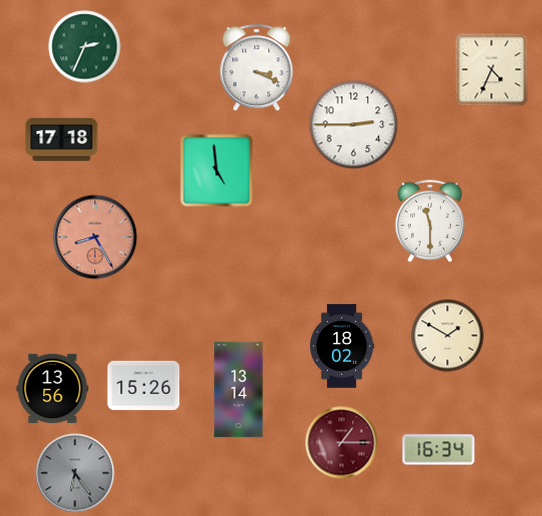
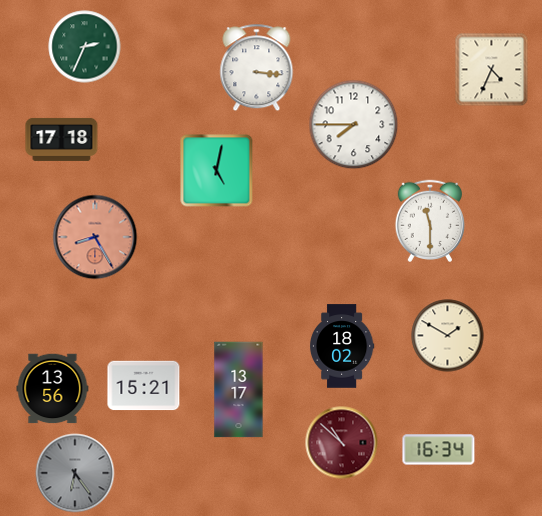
clock at (257, 68): 3:19 -> 3:16
clock at (354, 125): 2:45 -> 7:45
clock at (217, 171): 4:59 -> 5:02
clock at (144, 386): 15:26 -> 15:21
clock at (239, 390): 13:14 -> 13:17
clock at (342, 443): 1:15 -> 10:52
